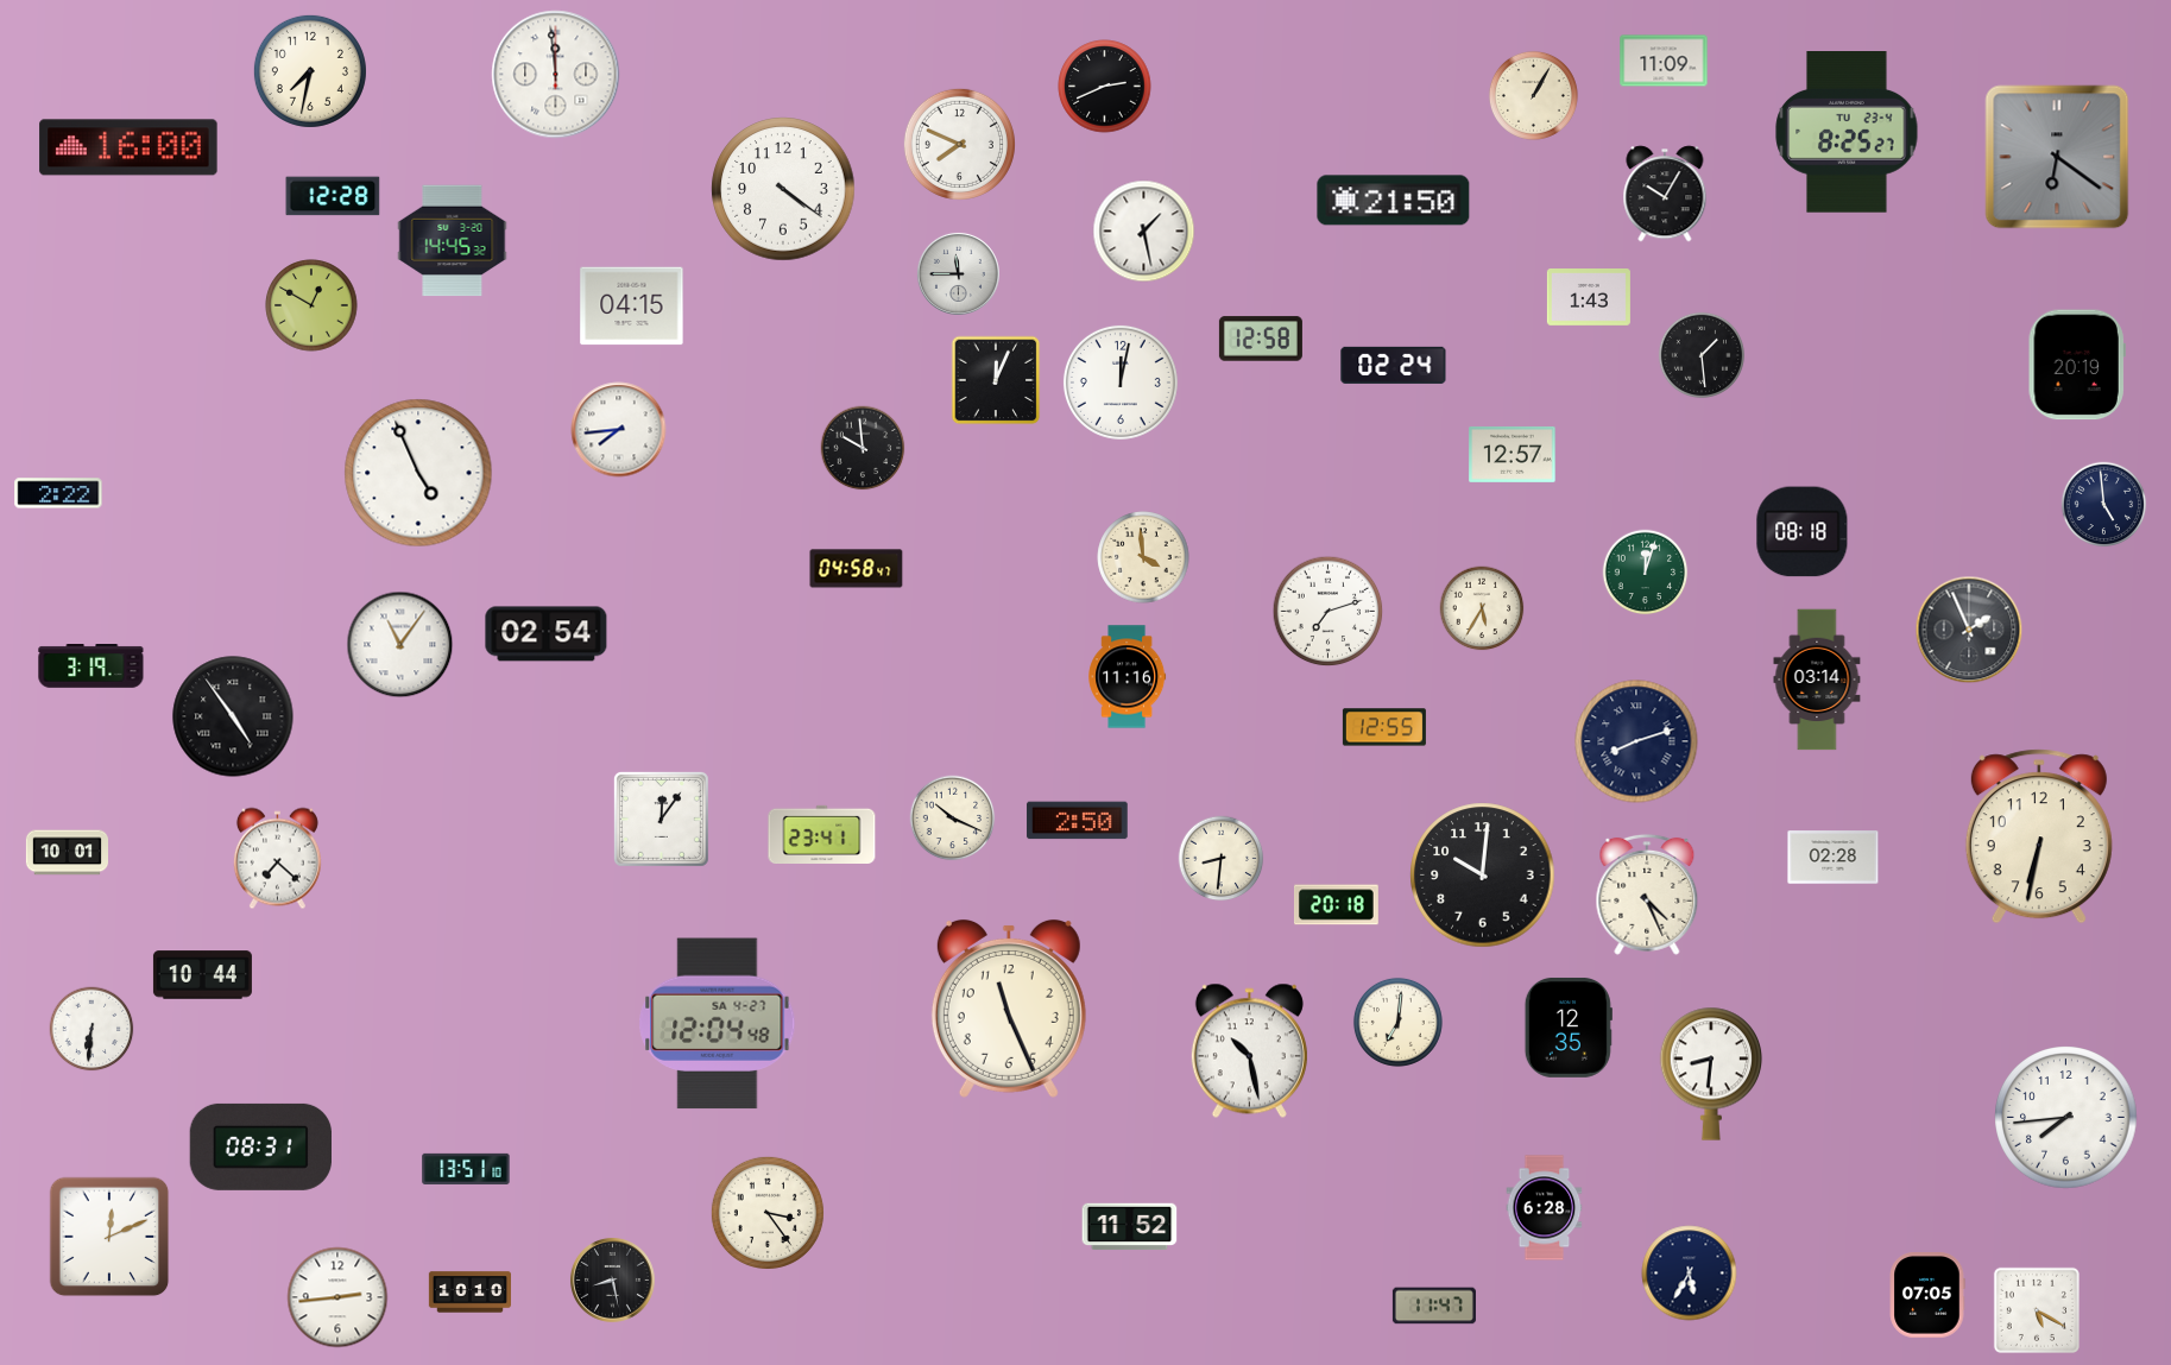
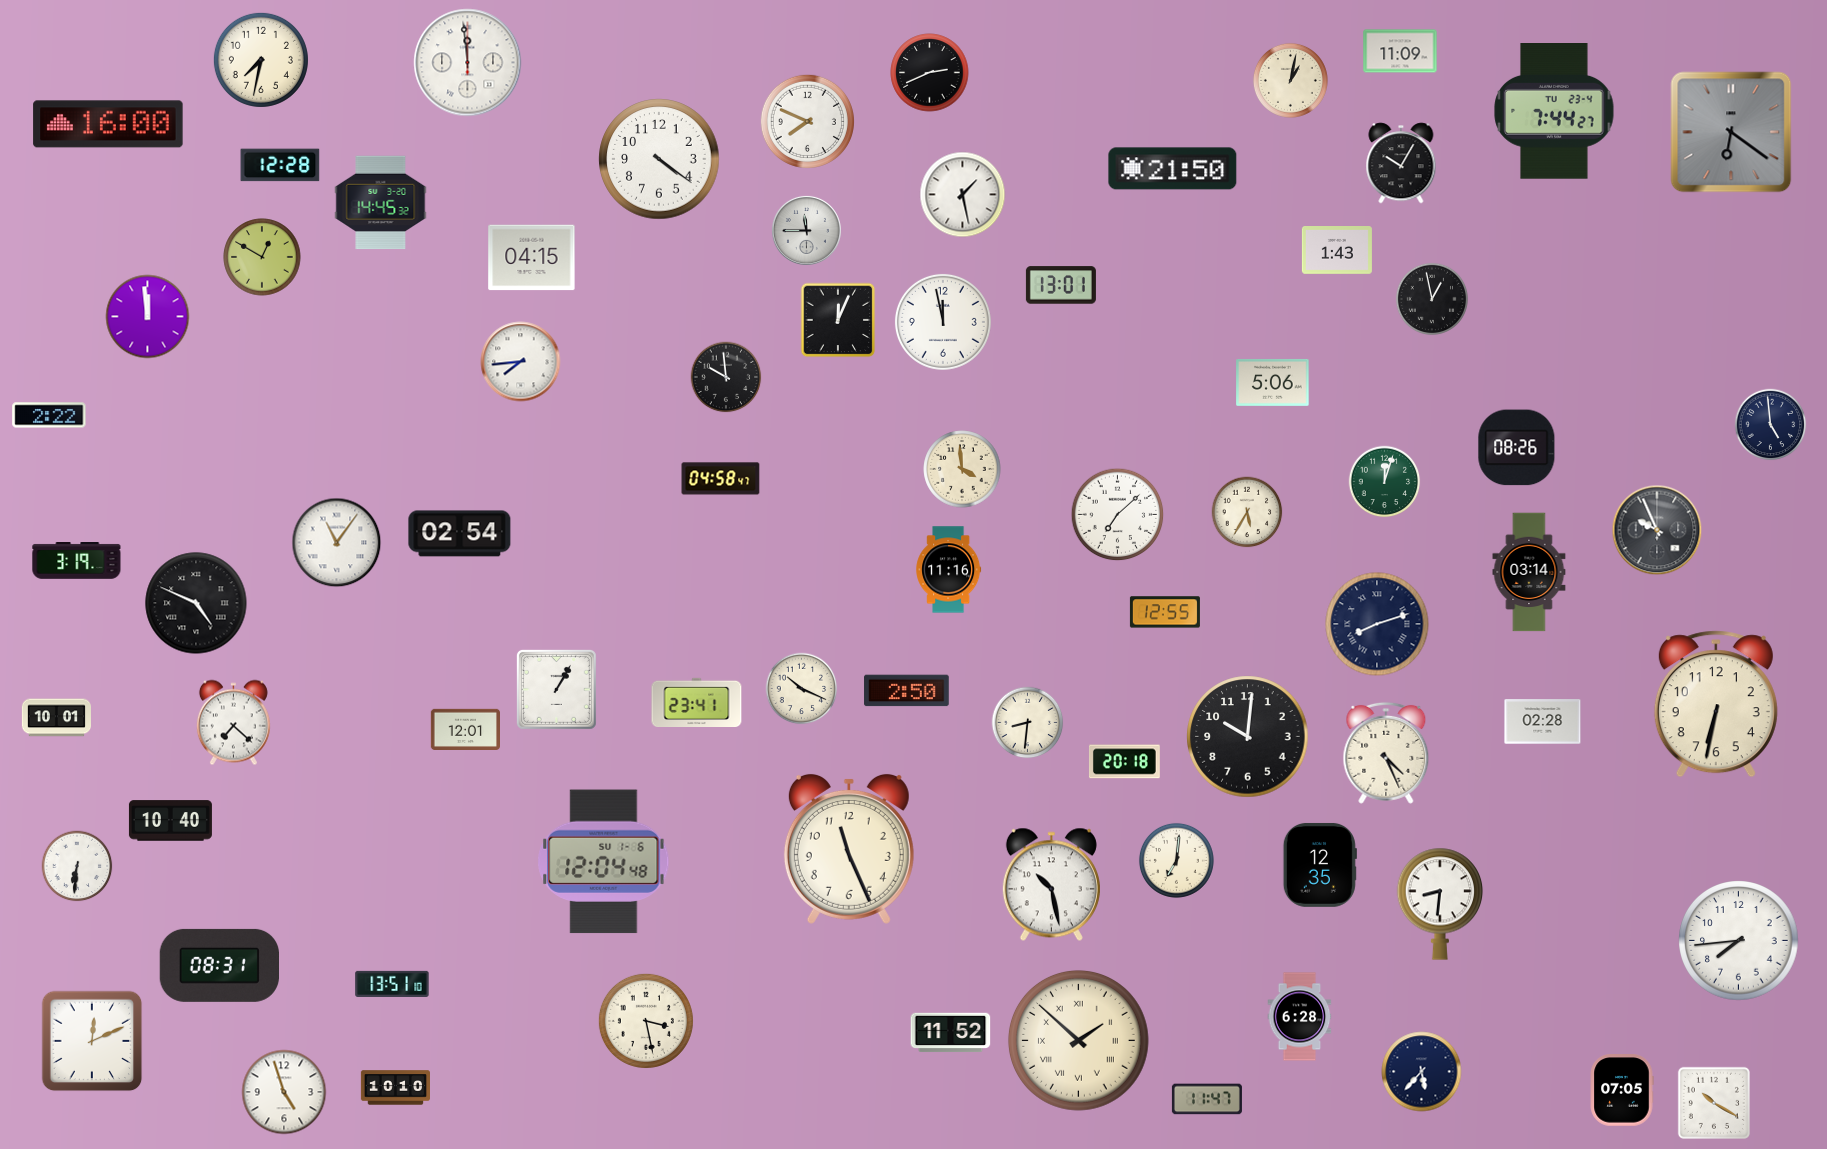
clock at (1533, 95): 1:05 -> 1:02
clock at (1847, 133): 8:25 -> 7:44
clock at (1261, 339): 12:58 -> 13:01
clock at (1702, 355): 1:29 -> 12:58
clock at (1394, 365): 02:24 -> none
clock at (2077, 365): 20:19 -> none
clock at (148, 317): none -> 11:59
clock at (1121, 383): 12:02 -> 11:58
clock at (1513, 454): 12:57 -> 5:06
clock at (418, 473): 4:56 -> none
clock at (1803, 532): 08:18 -> 08:26
clock at (1329, 612): 7:12 -> 7:08
clock at (1969, 630): 1:56 -> 9:56
clock at (233, 716): 4:54 -> 4:49
clock at (661, 819): 12:06 -> 1:05
clock at (822, 834) position: (822, 834) -> (697, 702)
clock at (465, 729): none -> 12:01
clock at (202, 975): 10:44 -> 10:40
clock at (718, 1024) date: SA 4-27 -> SU 1-6
clock at (768, 1213): 3:24 -> 3:28
clock at (1079, 1041): none -> 1:52
clock at (1690, 1274): 5:35 -> 5:37
clock at (612, 1279): 8:28 -> none
clock at (337, 1297): 2:44 -> 4:57
clock at (2037, 1310): 5:20 -> 10:20
